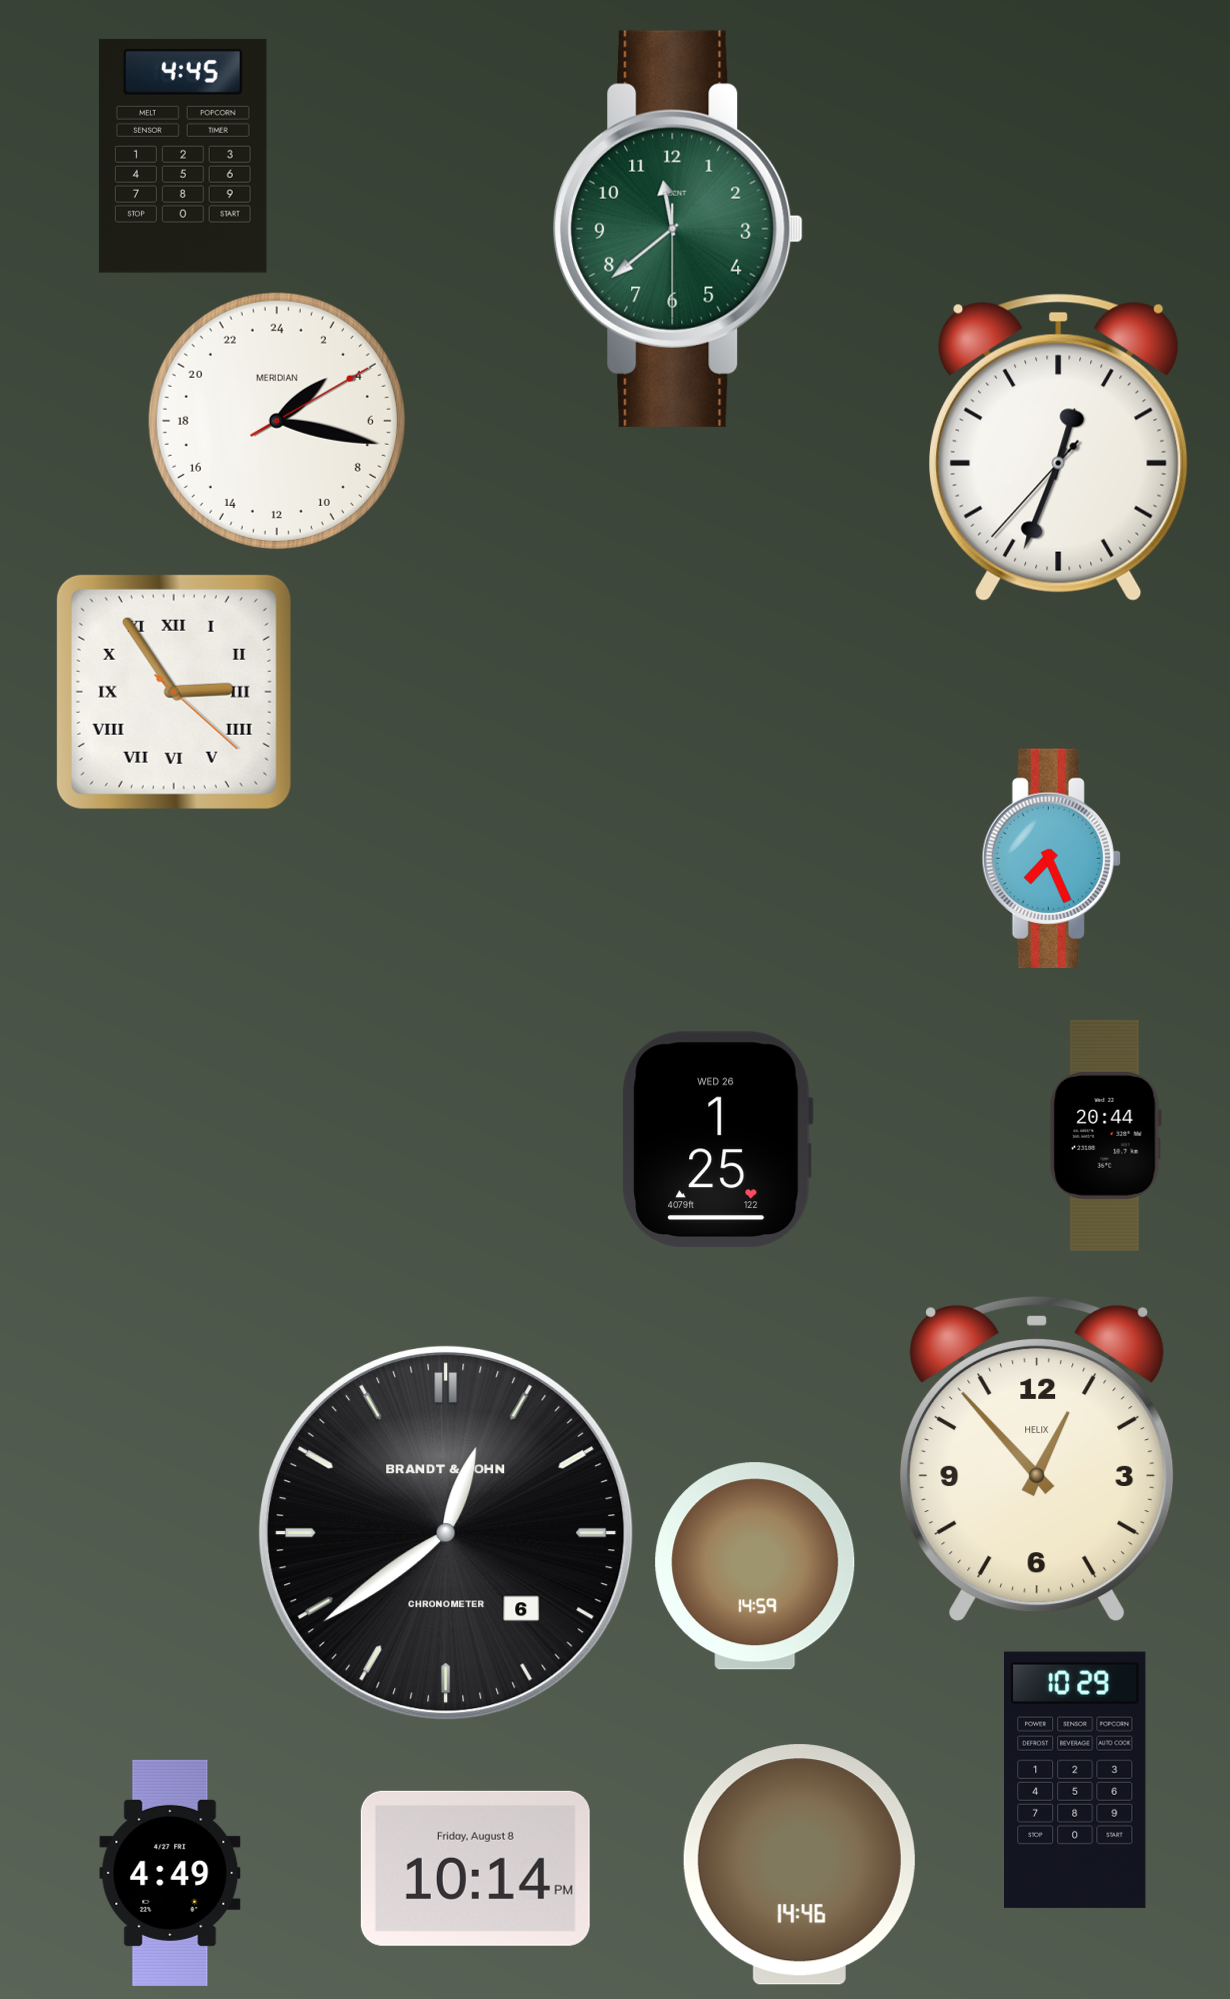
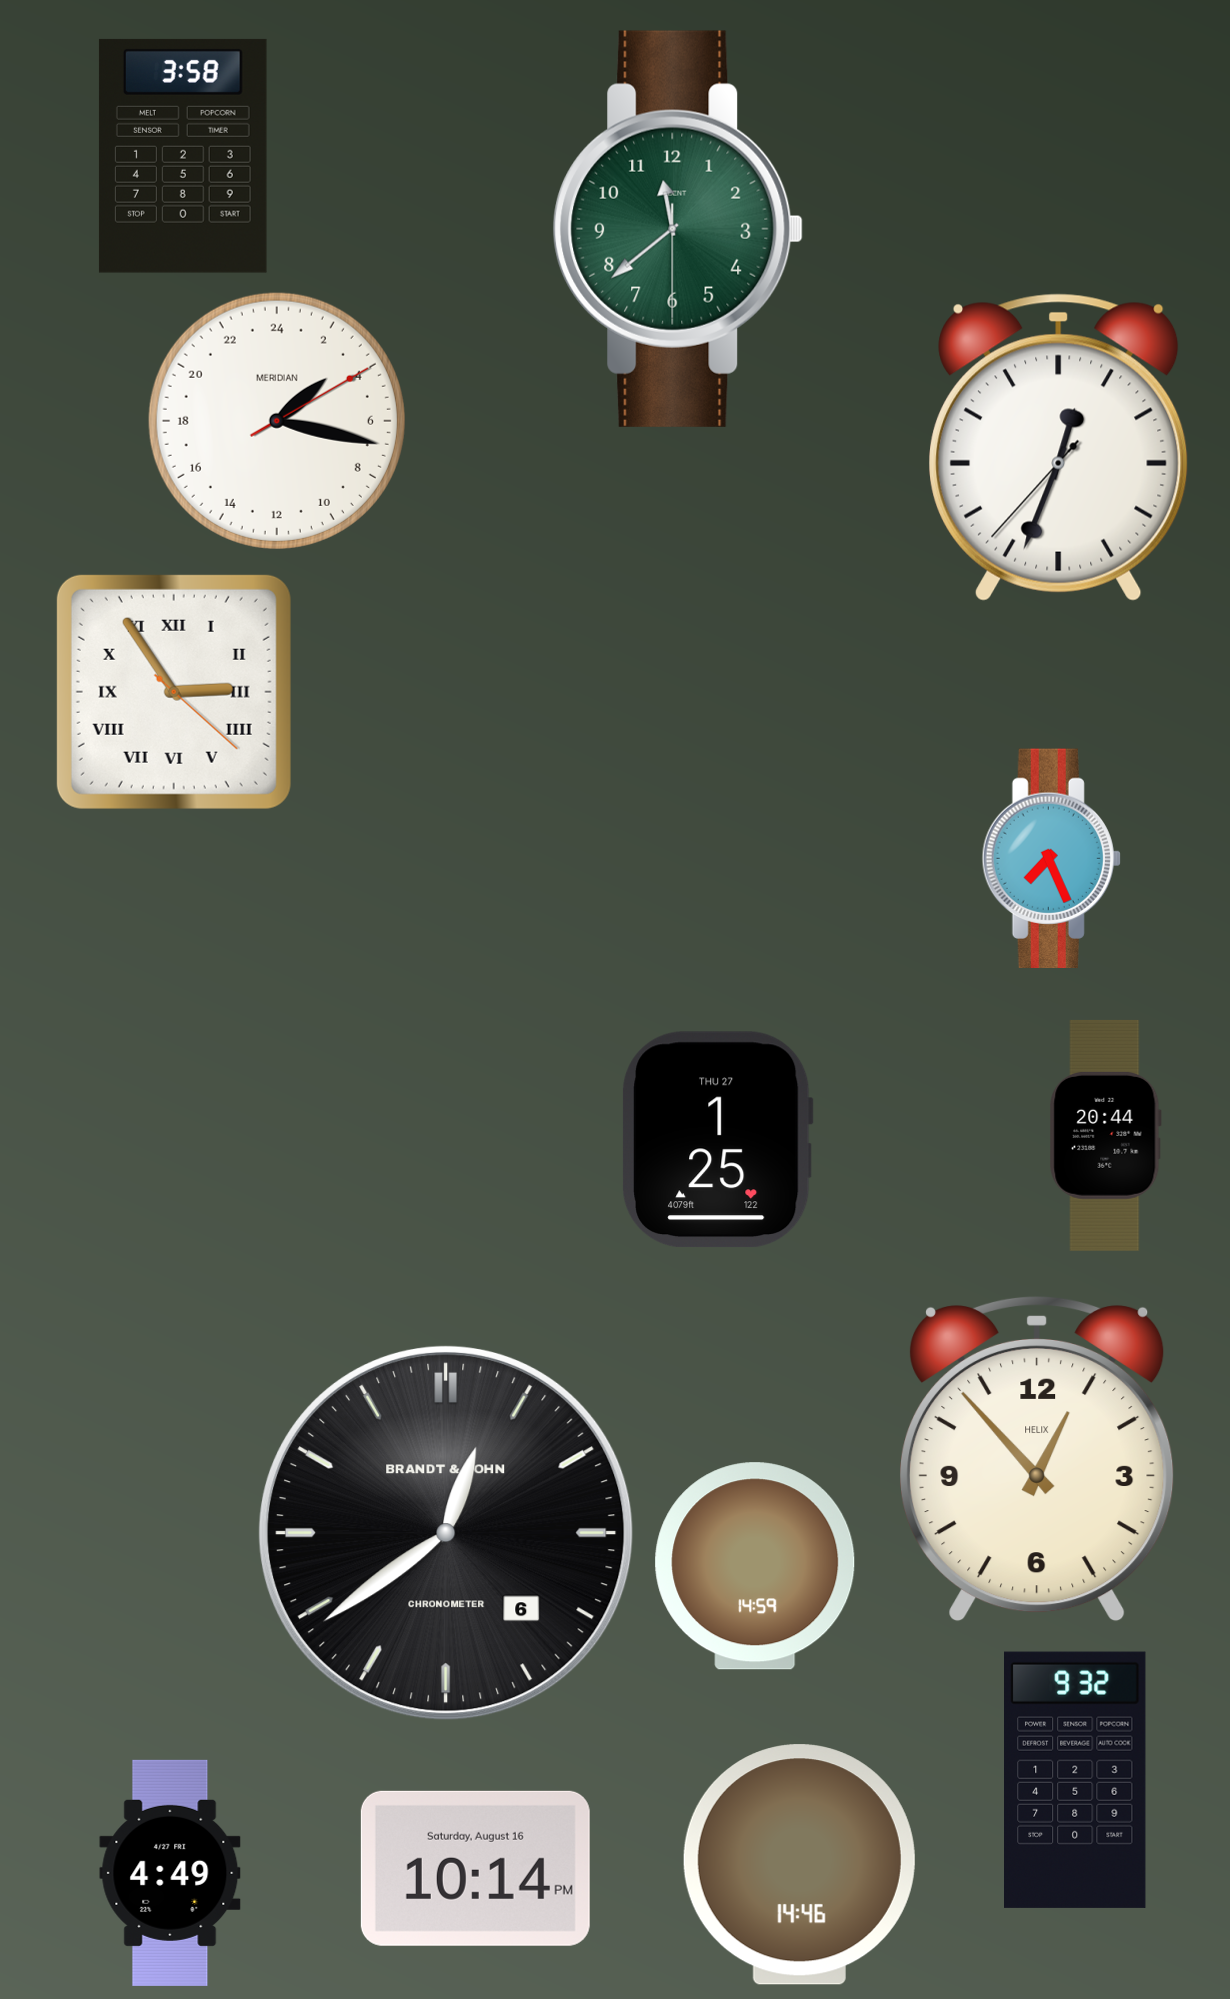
clock at (183, 156): 4:45 -> 3:58
clock at (718, 1140) date: WED 26 -> THU 27
clock at (1075, 1780): 10:29 -> 9:32
clock at (475, 1868) date: Friday, August 8 -> Saturday, August 16
